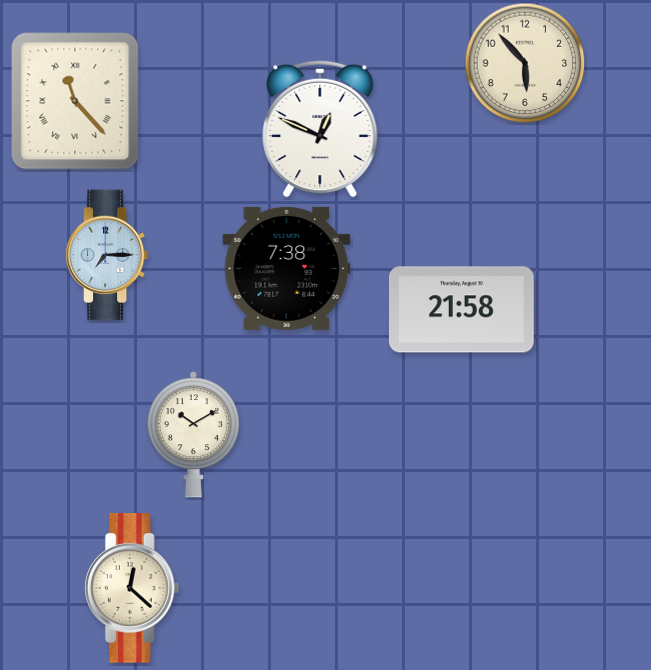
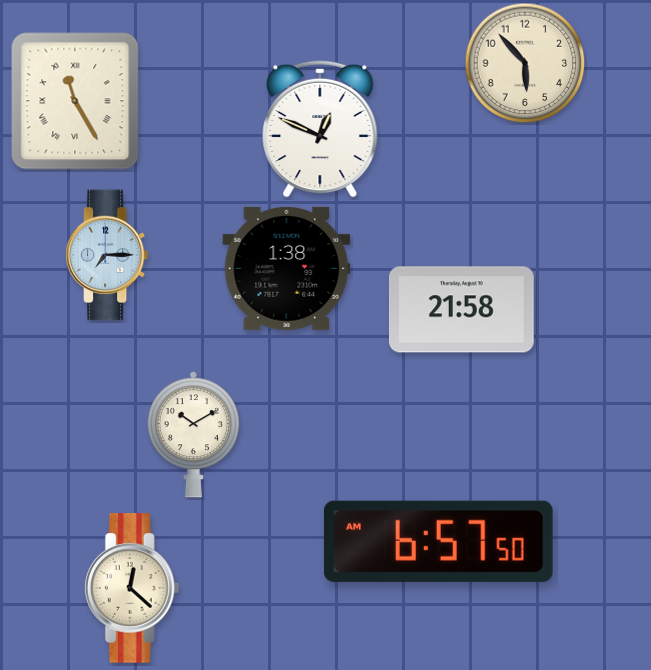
clock at (75, 101): 11:23 -> 11:25
clock at (287, 268): 7:38 -> 1:38
clock at (438, 541): none -> 6:57
